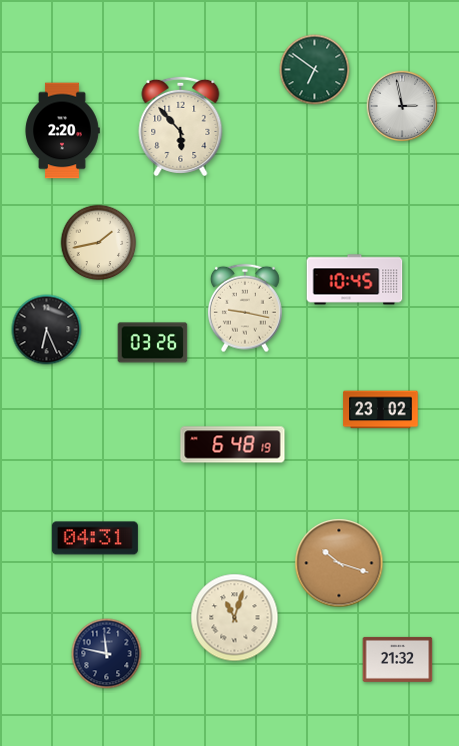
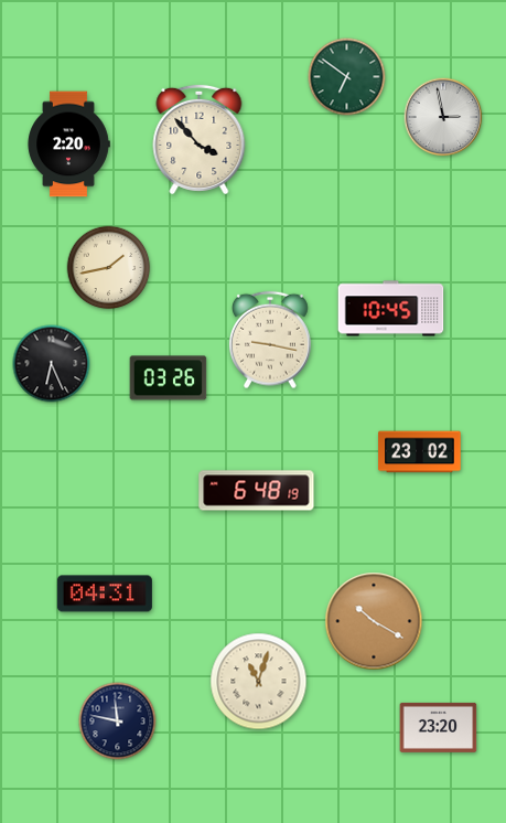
clock at (181, 126): 5:53 -> 3:53
clock at (339, 563): 10:18 -> 10:20
clock at (398, 659): 21:32 -> 23:20
